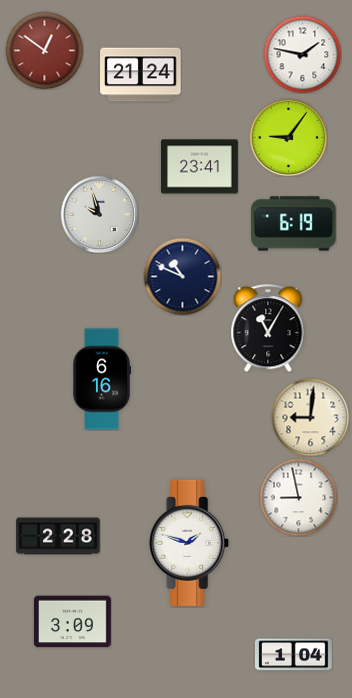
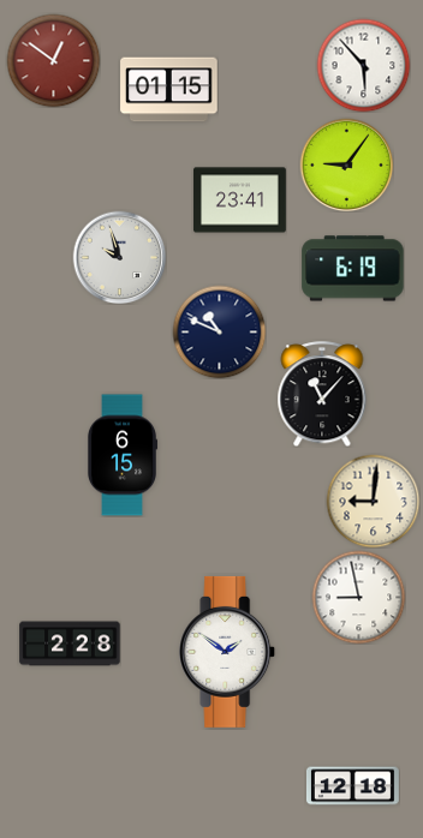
clock at (302, 54): 1:47 -> 5:53
clock at (141, 75): 21:24 -> 01:15
clock at (268, 328): 11:05 -> 11:07
clock at (102, 379): 6:16 -> 6:15
clock at (190, 543): 1:48 -> 1:51
clock at (72, 622): 3:09 -> none
clock at (294, 655): 1:04 -> 12:18
